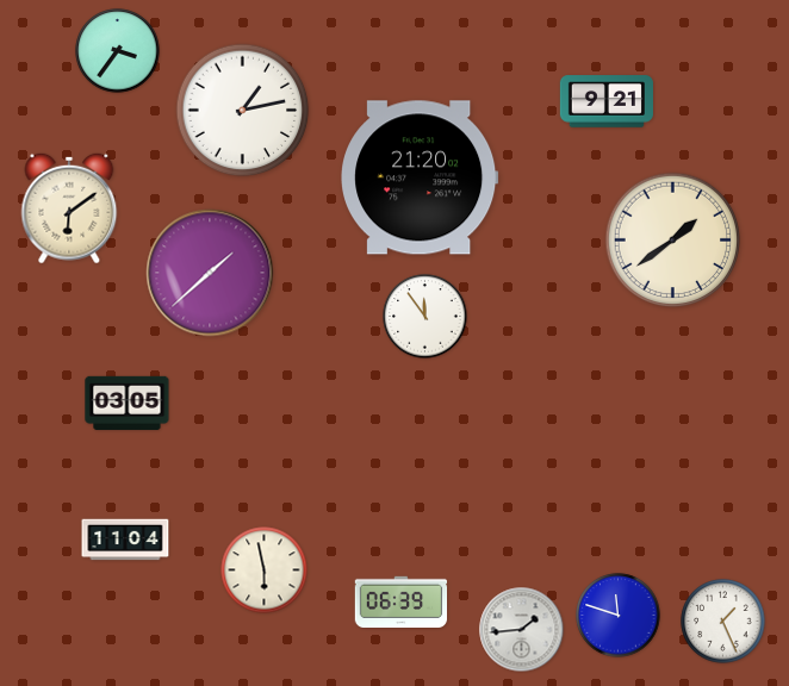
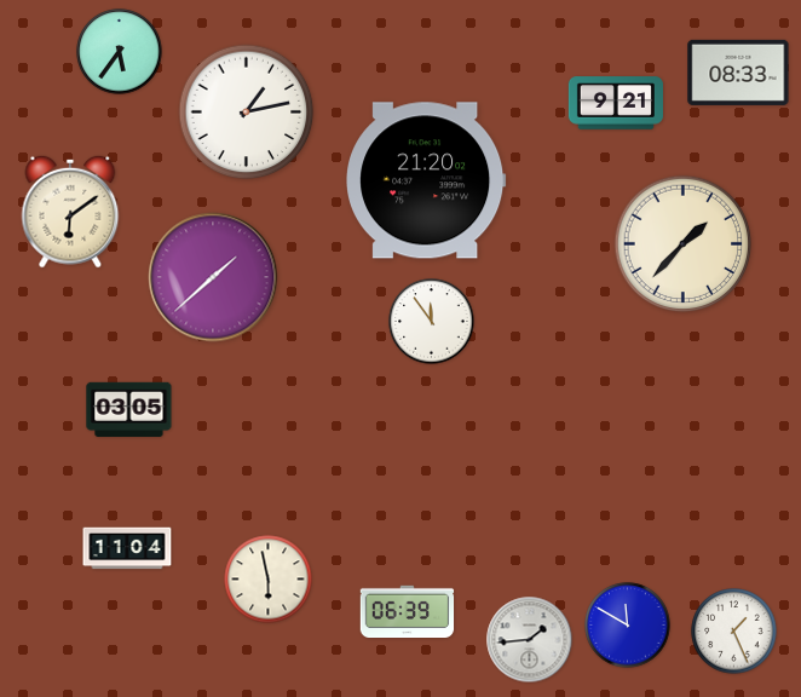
clock at (118, 51): 3:36 -> 5:36
clock at (738, 73): none -> 08:33
clock at (673, 241): 1:39 -> 1:37
clock at (619, 616): 11:48 -> 11:50
